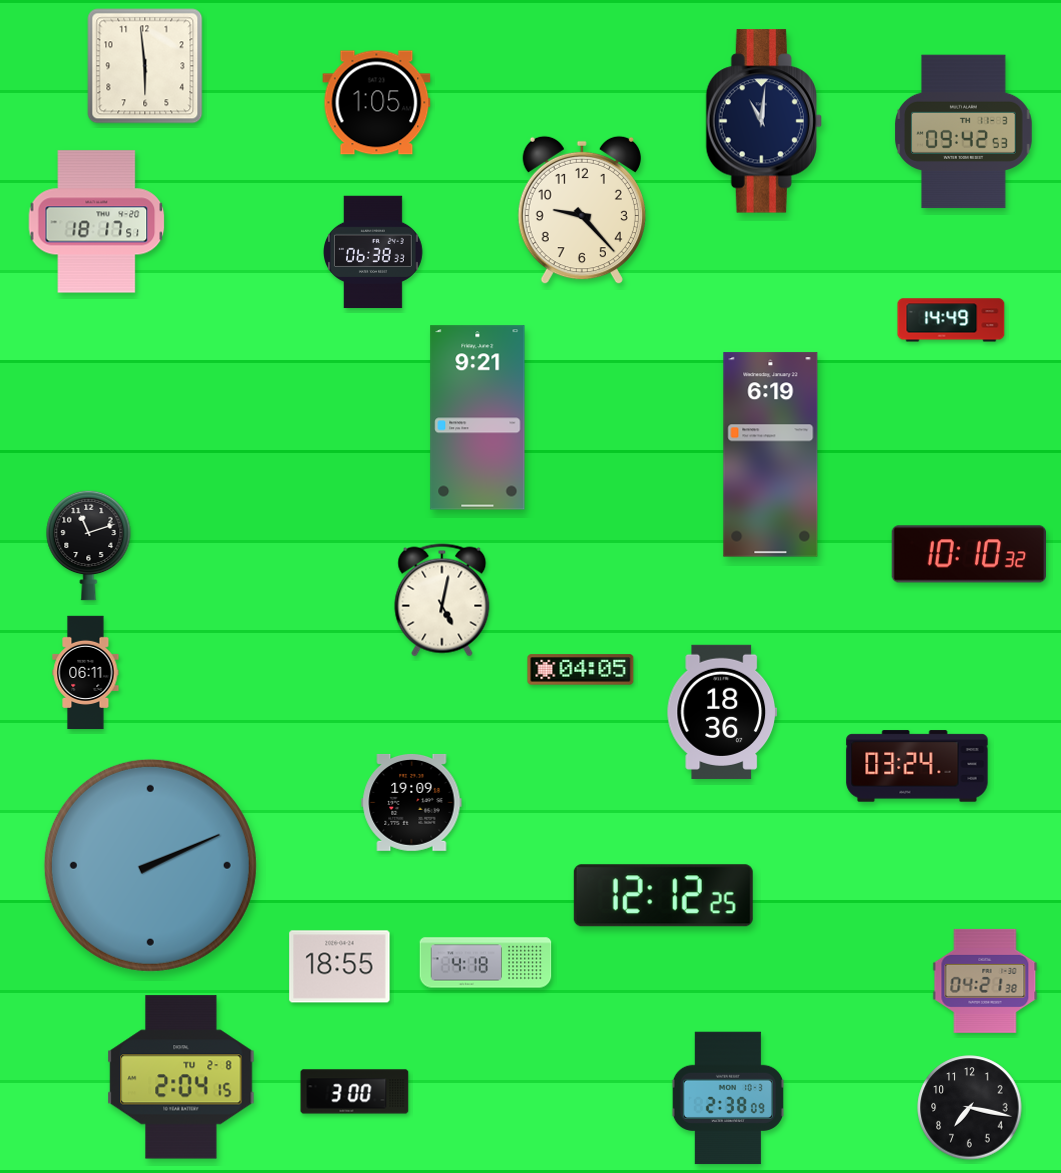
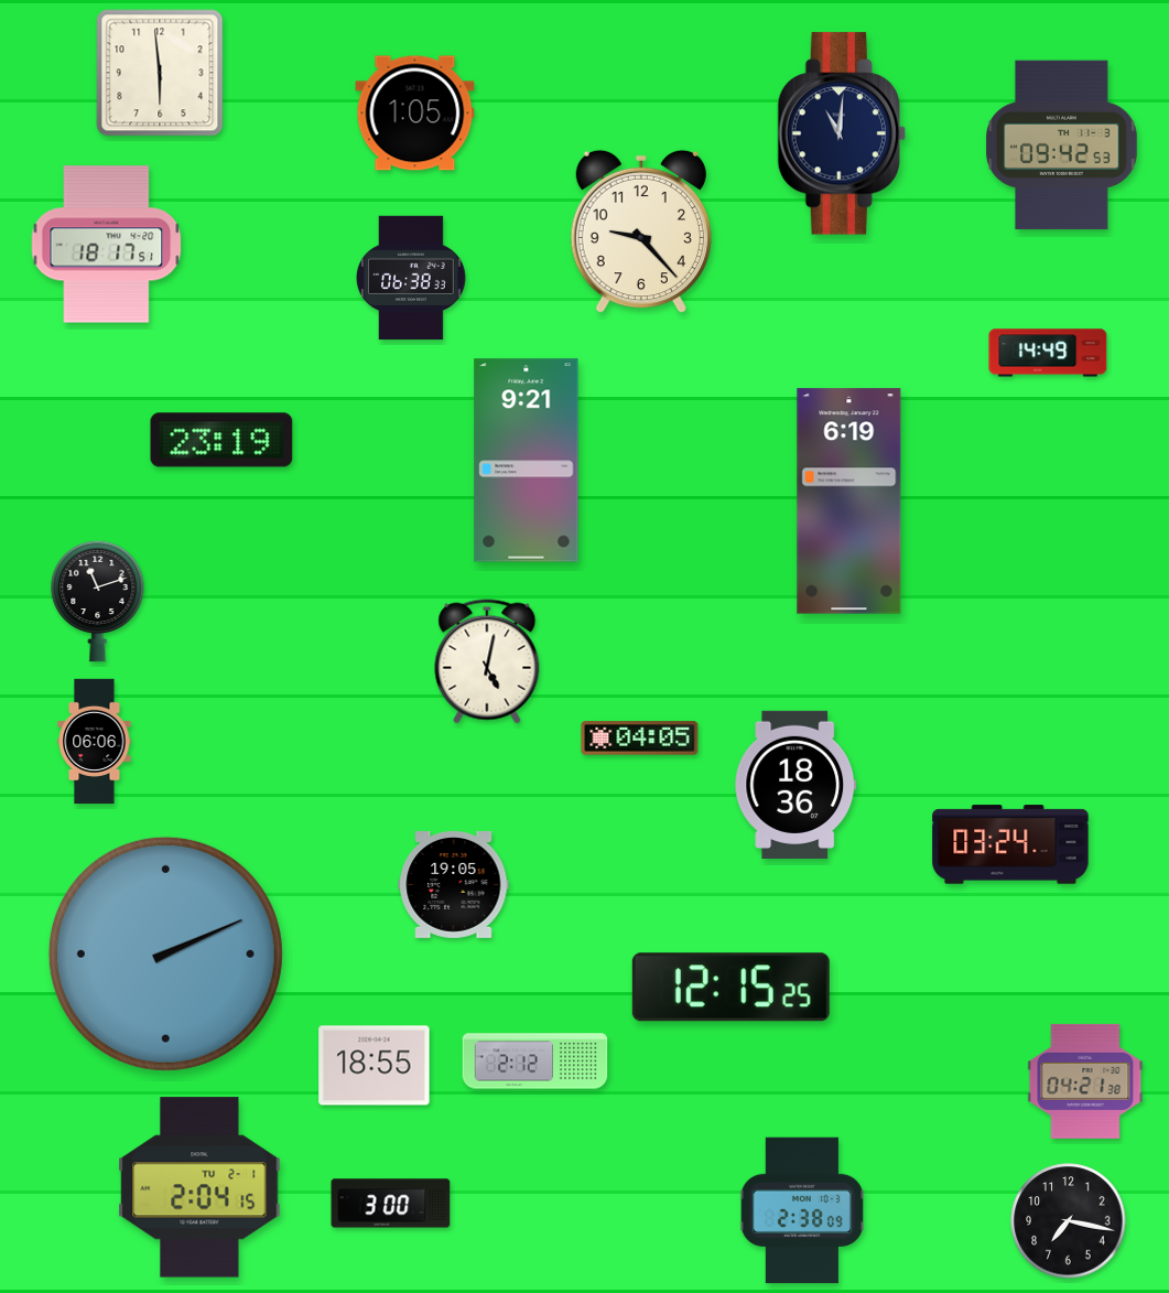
clock at (221, 440): none -> 23:19
clock at (968, 554): 10:10 -> none
clock at (86, 673): 06:11 -> 06:06
clock at (412, 802): 19:09 -> 19:05
clock at (663, 896): 12:12 -> 12:15
clock at (486, 963): 4:18 -> 2:12
clock at (181, 1077) date: TU 2-8 -> TU 2-1
